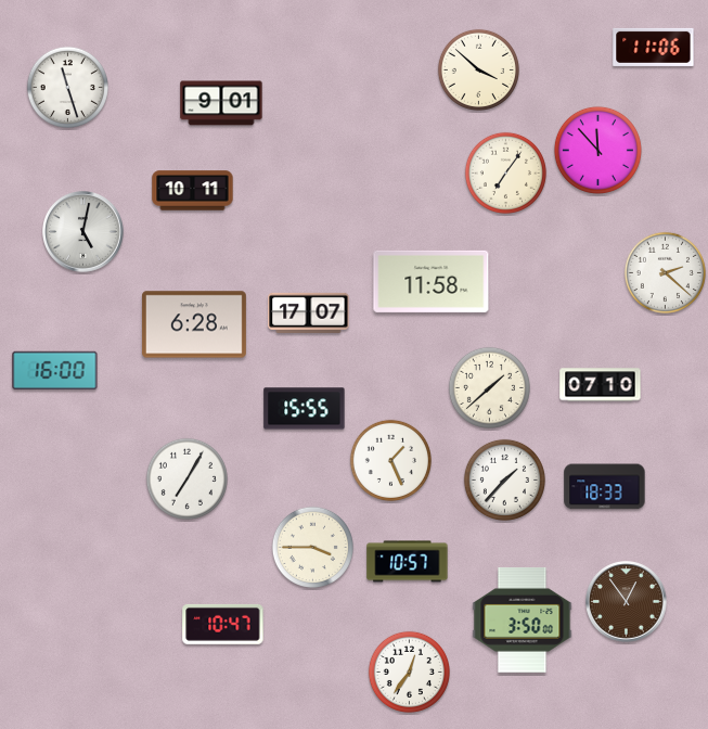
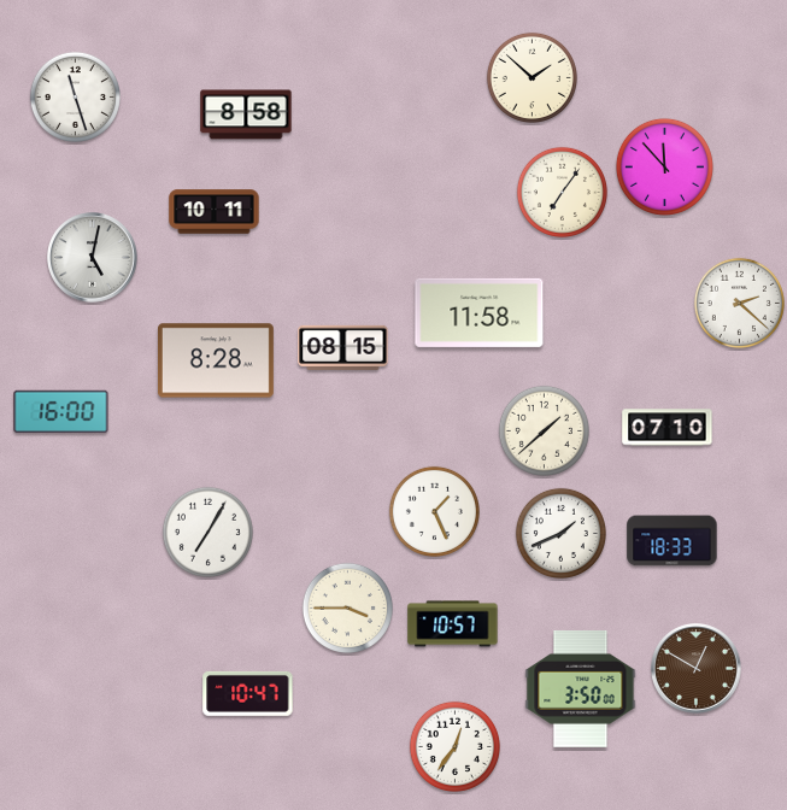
clock at (654, 47): 11:06 -> none
clock at (478, 69): 3:52 -> 1:52
clock at (221, 103): 9:01 -> 8:58
clock at (309, 312): 17:07 -> 08:15
clock at (194, 324): 6:28 -> 8:28
clock at (305, 409): 15:55 -> none
clock at (504, 479): 1:37 -> 1:41
clock at (627, 602): 12:54 -> 12:50
